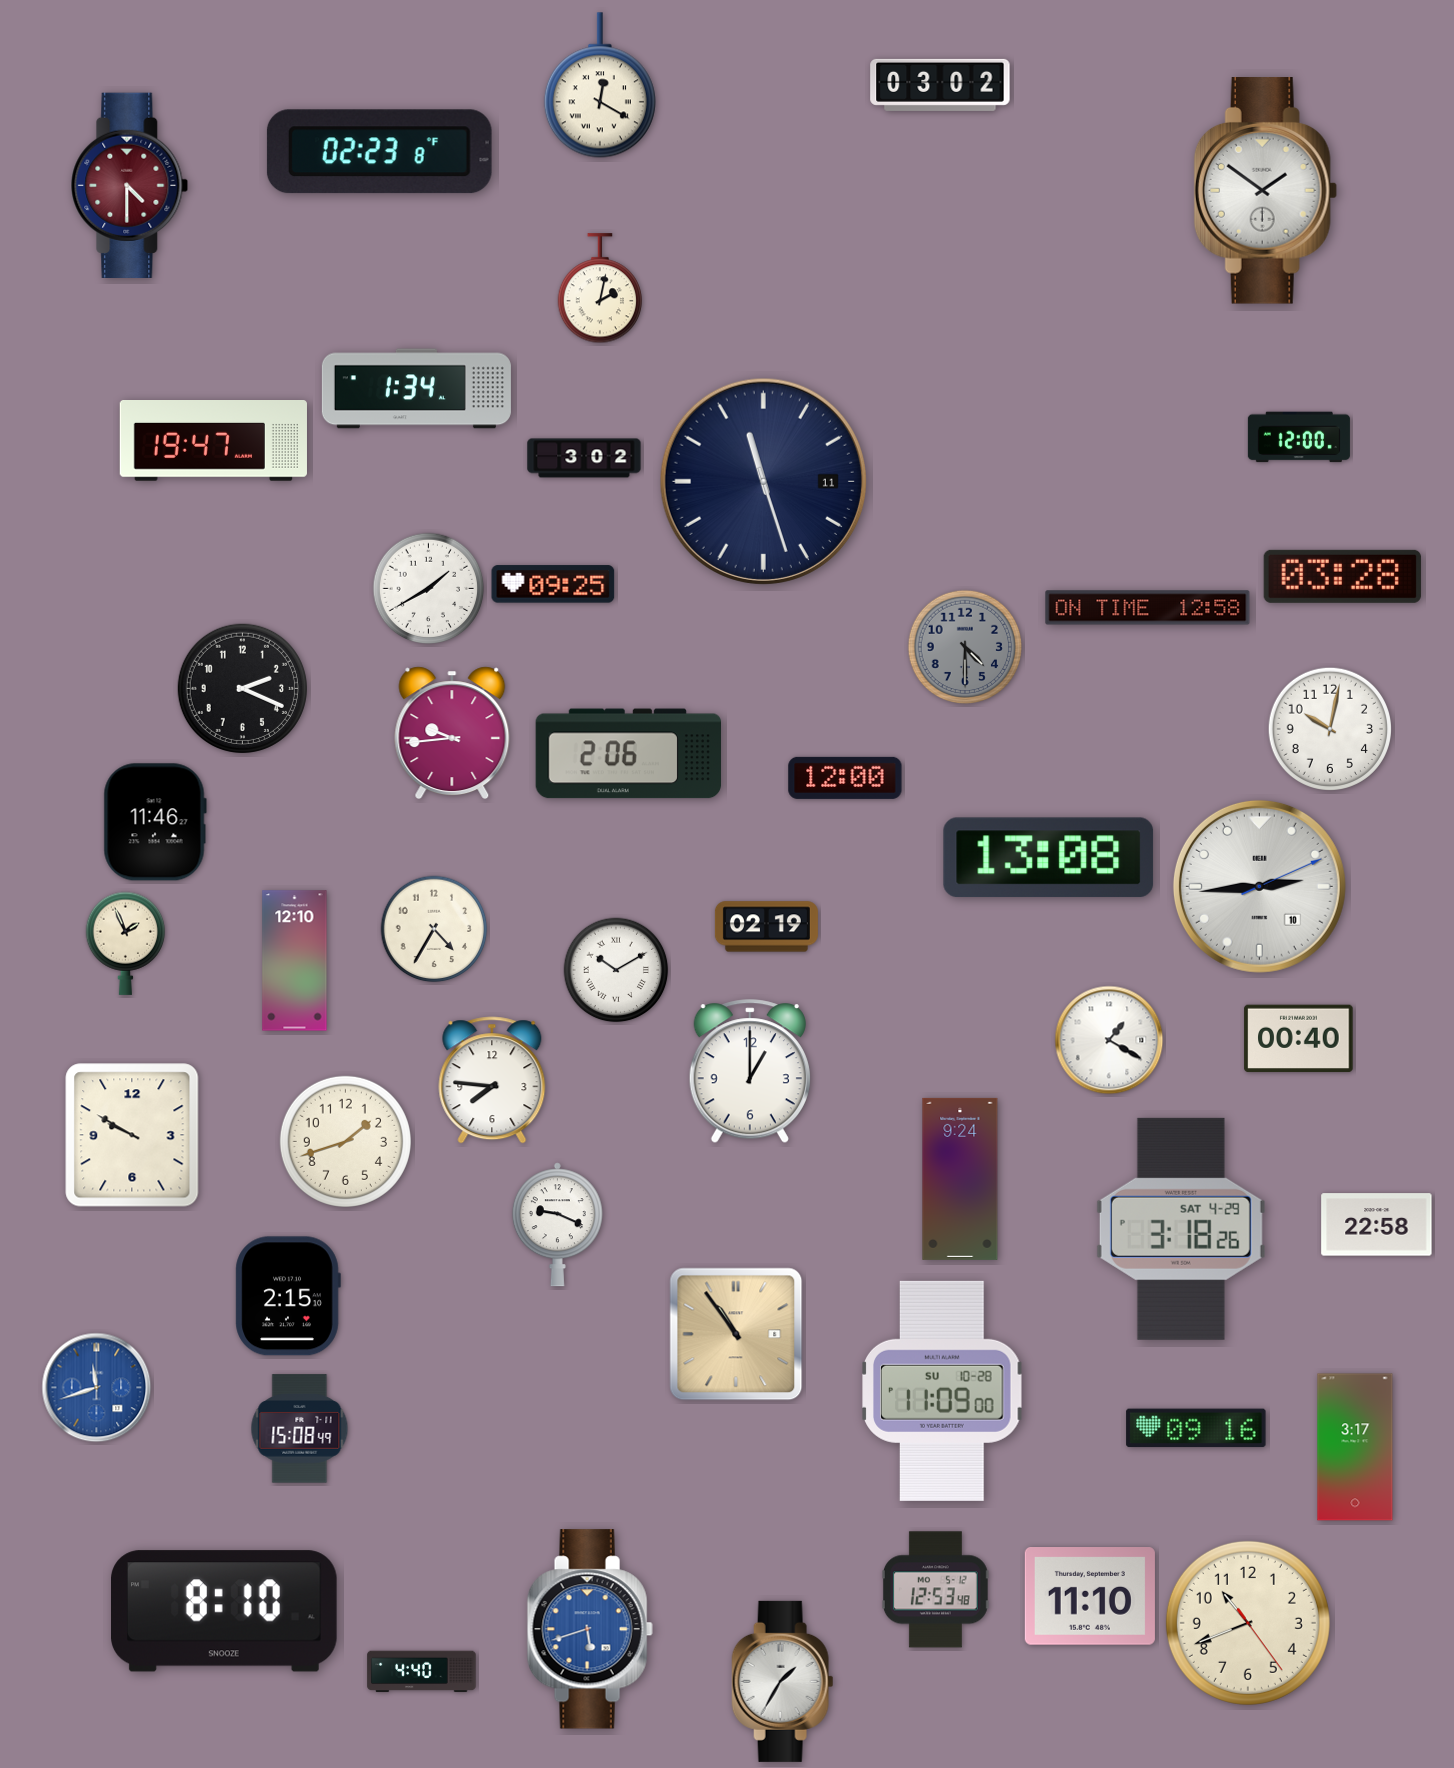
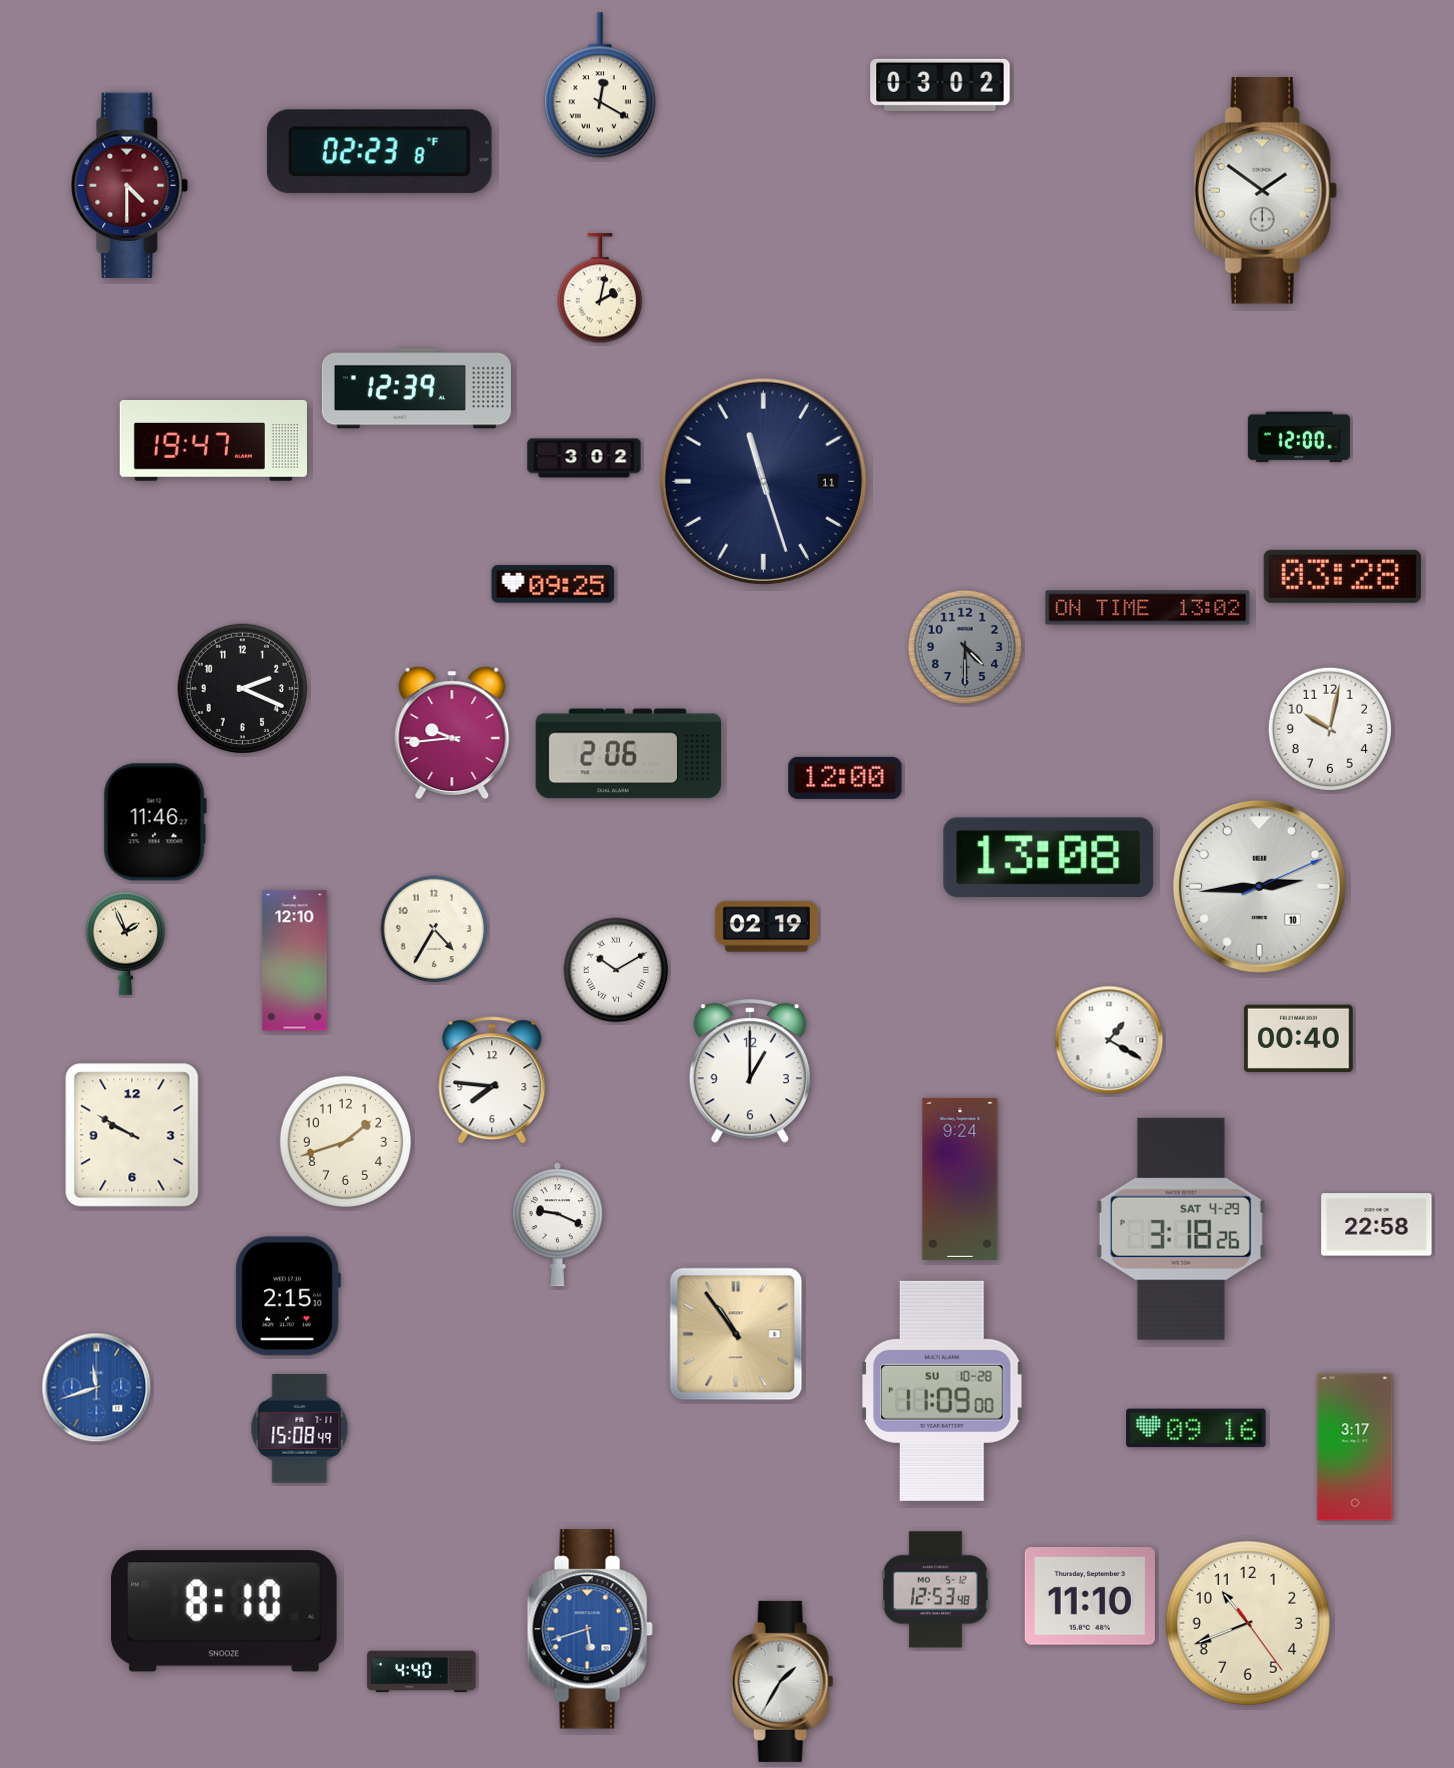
clock at (416, 389): 1:34 -> 12:39
clock at (429, 589): 1:40 -> none
clock at (1148, 608): 12:58 -> 13:02
